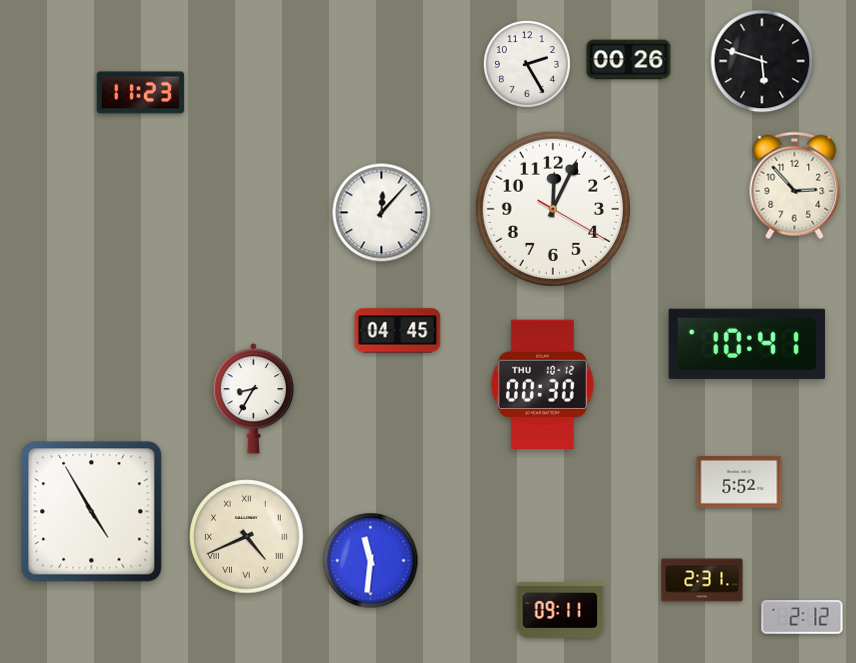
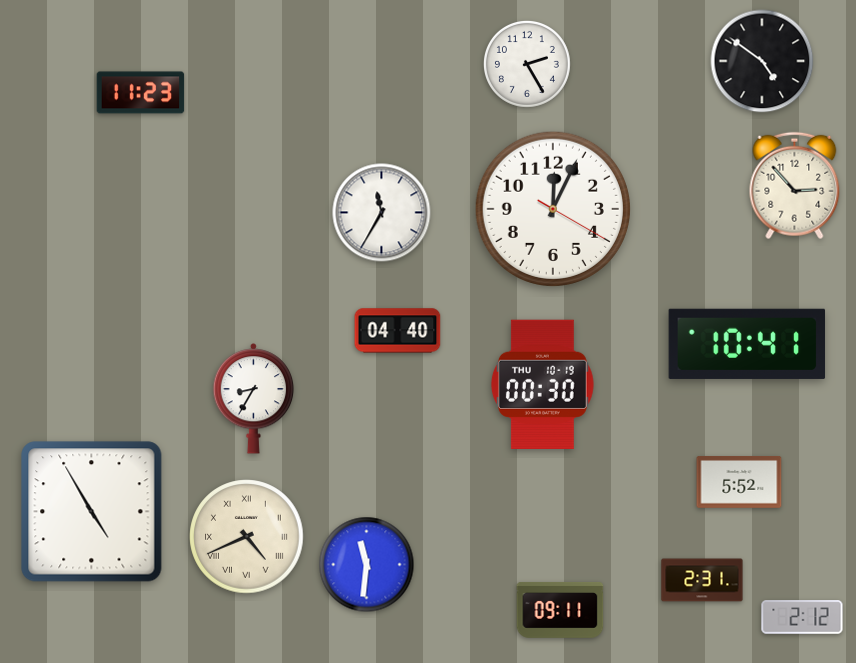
clock at (629, 60): 00:26 -> none
clock at (762, 61): 5:48 -> 4:51
clock at (382, 213): 12:07 -> 11:35
clock at (398, 331): 04:45 -> 04:40
clock at (542, 384) date: THU 10-12 -> THU 10-19
clock at (371, 561) position: (371, 561) -> (367, 565)
